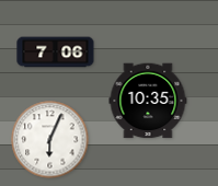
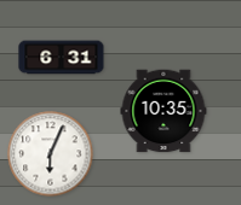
clock at (56, 53): 7:06 -> 6:31
clock at (50, 140) position: (50, 140) -> (51, 154)
